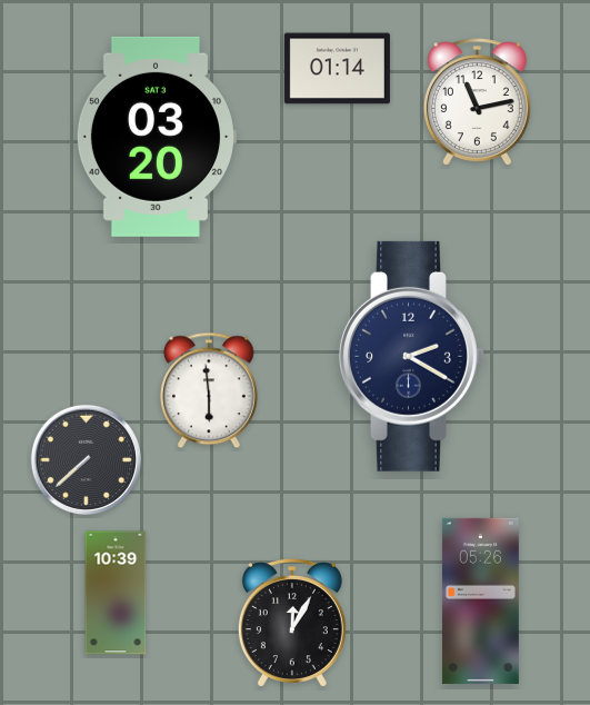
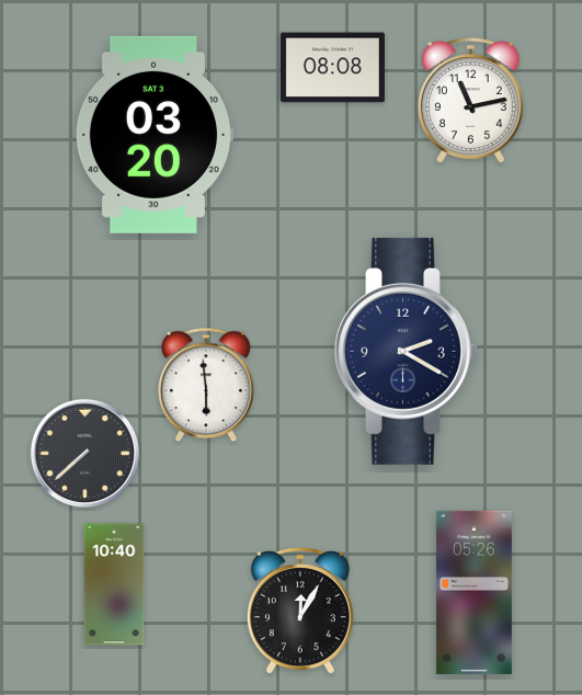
clock at (337, 69): 01:14 -> 08:08
clock at (116, 593): 10:39 -> 10:40
clock at (292, 623) position: (292, 623) -> (300, 611)
